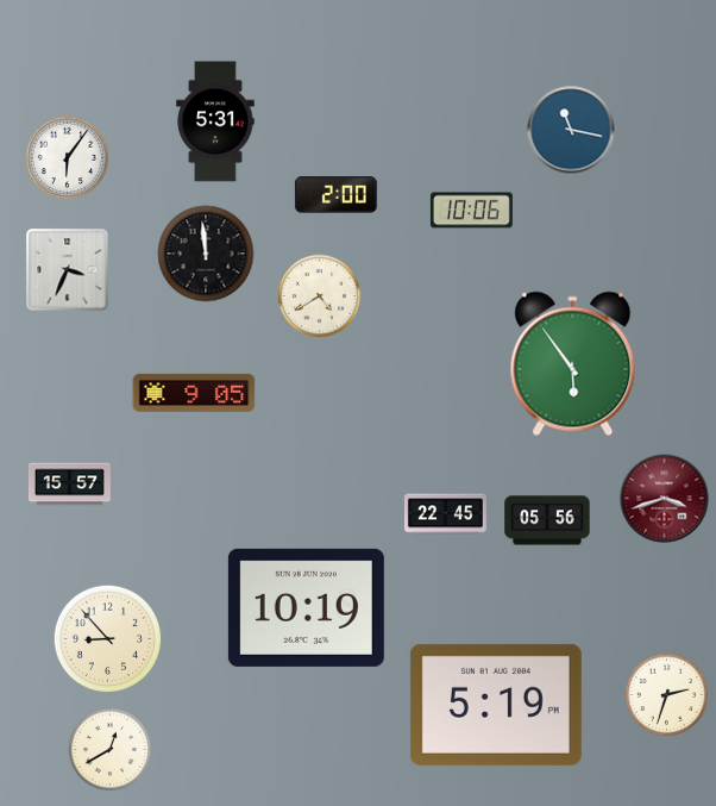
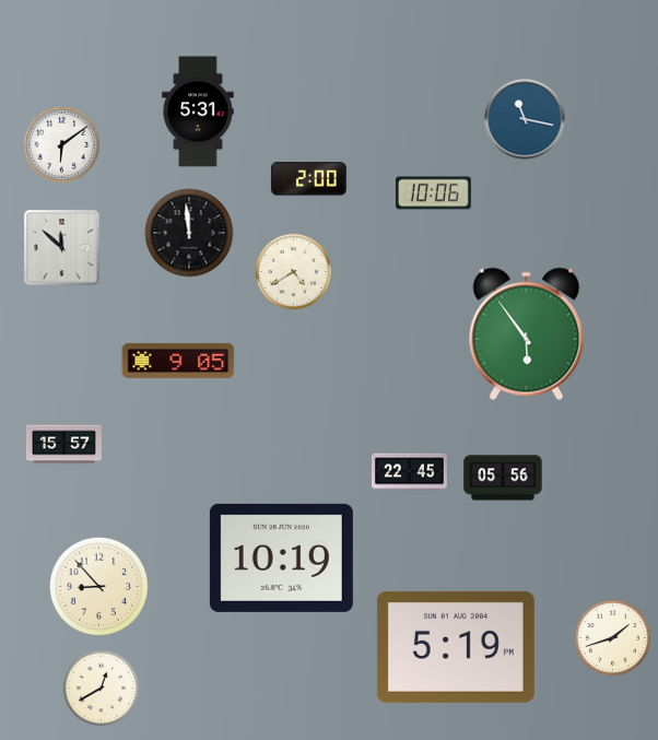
clock at (68, 158): 6:06 -> 6:09
clock at (68, 270): 3:34 -> 11:52
clock at (665, 499): 3:42 -> none
clock at (667, 695): 2:33 -> 1:42
